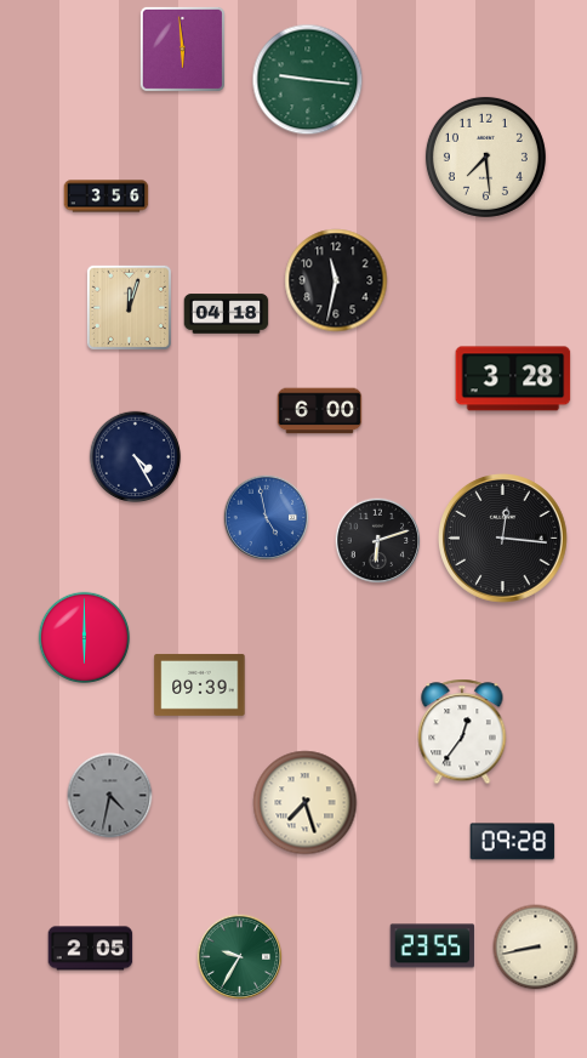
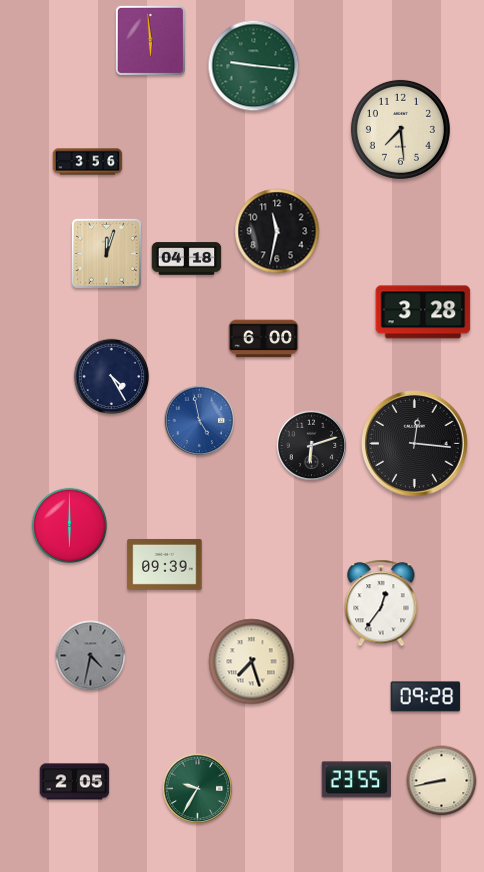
clock at (267, 518) position: (267, 518) -> (200, 421)
clock at (513, 842) position: (513, 842) -> (426, 697)
